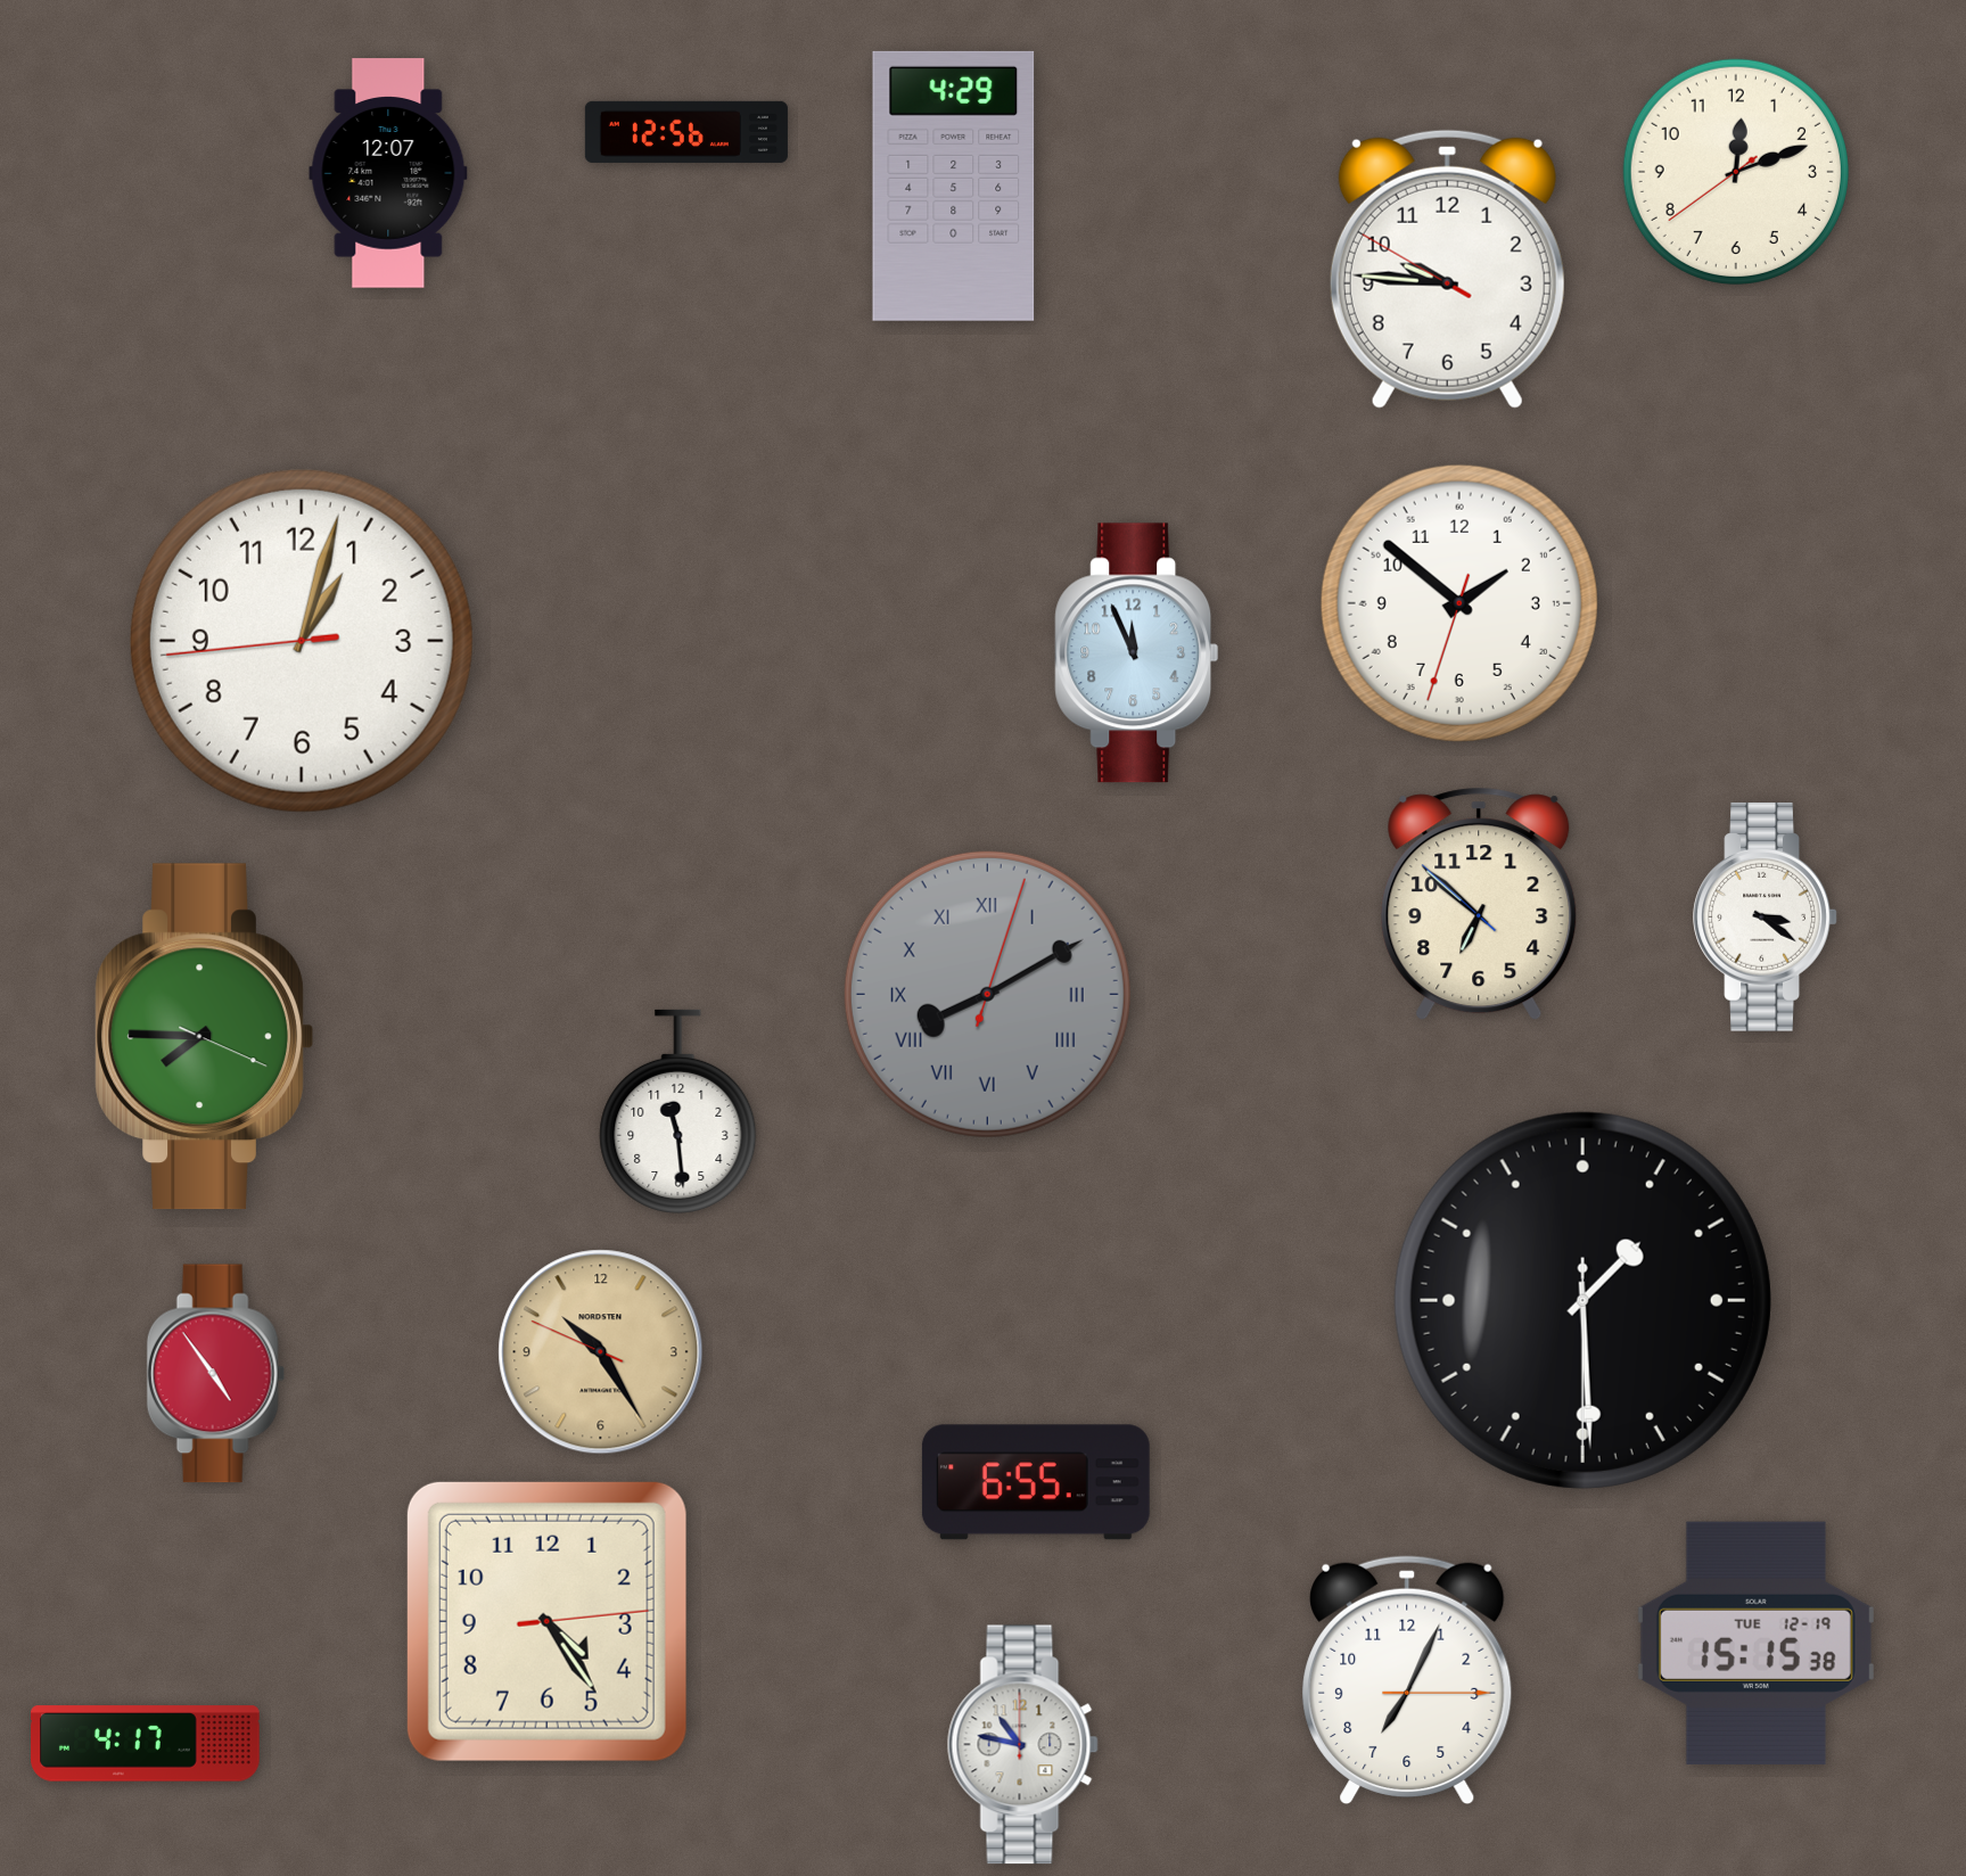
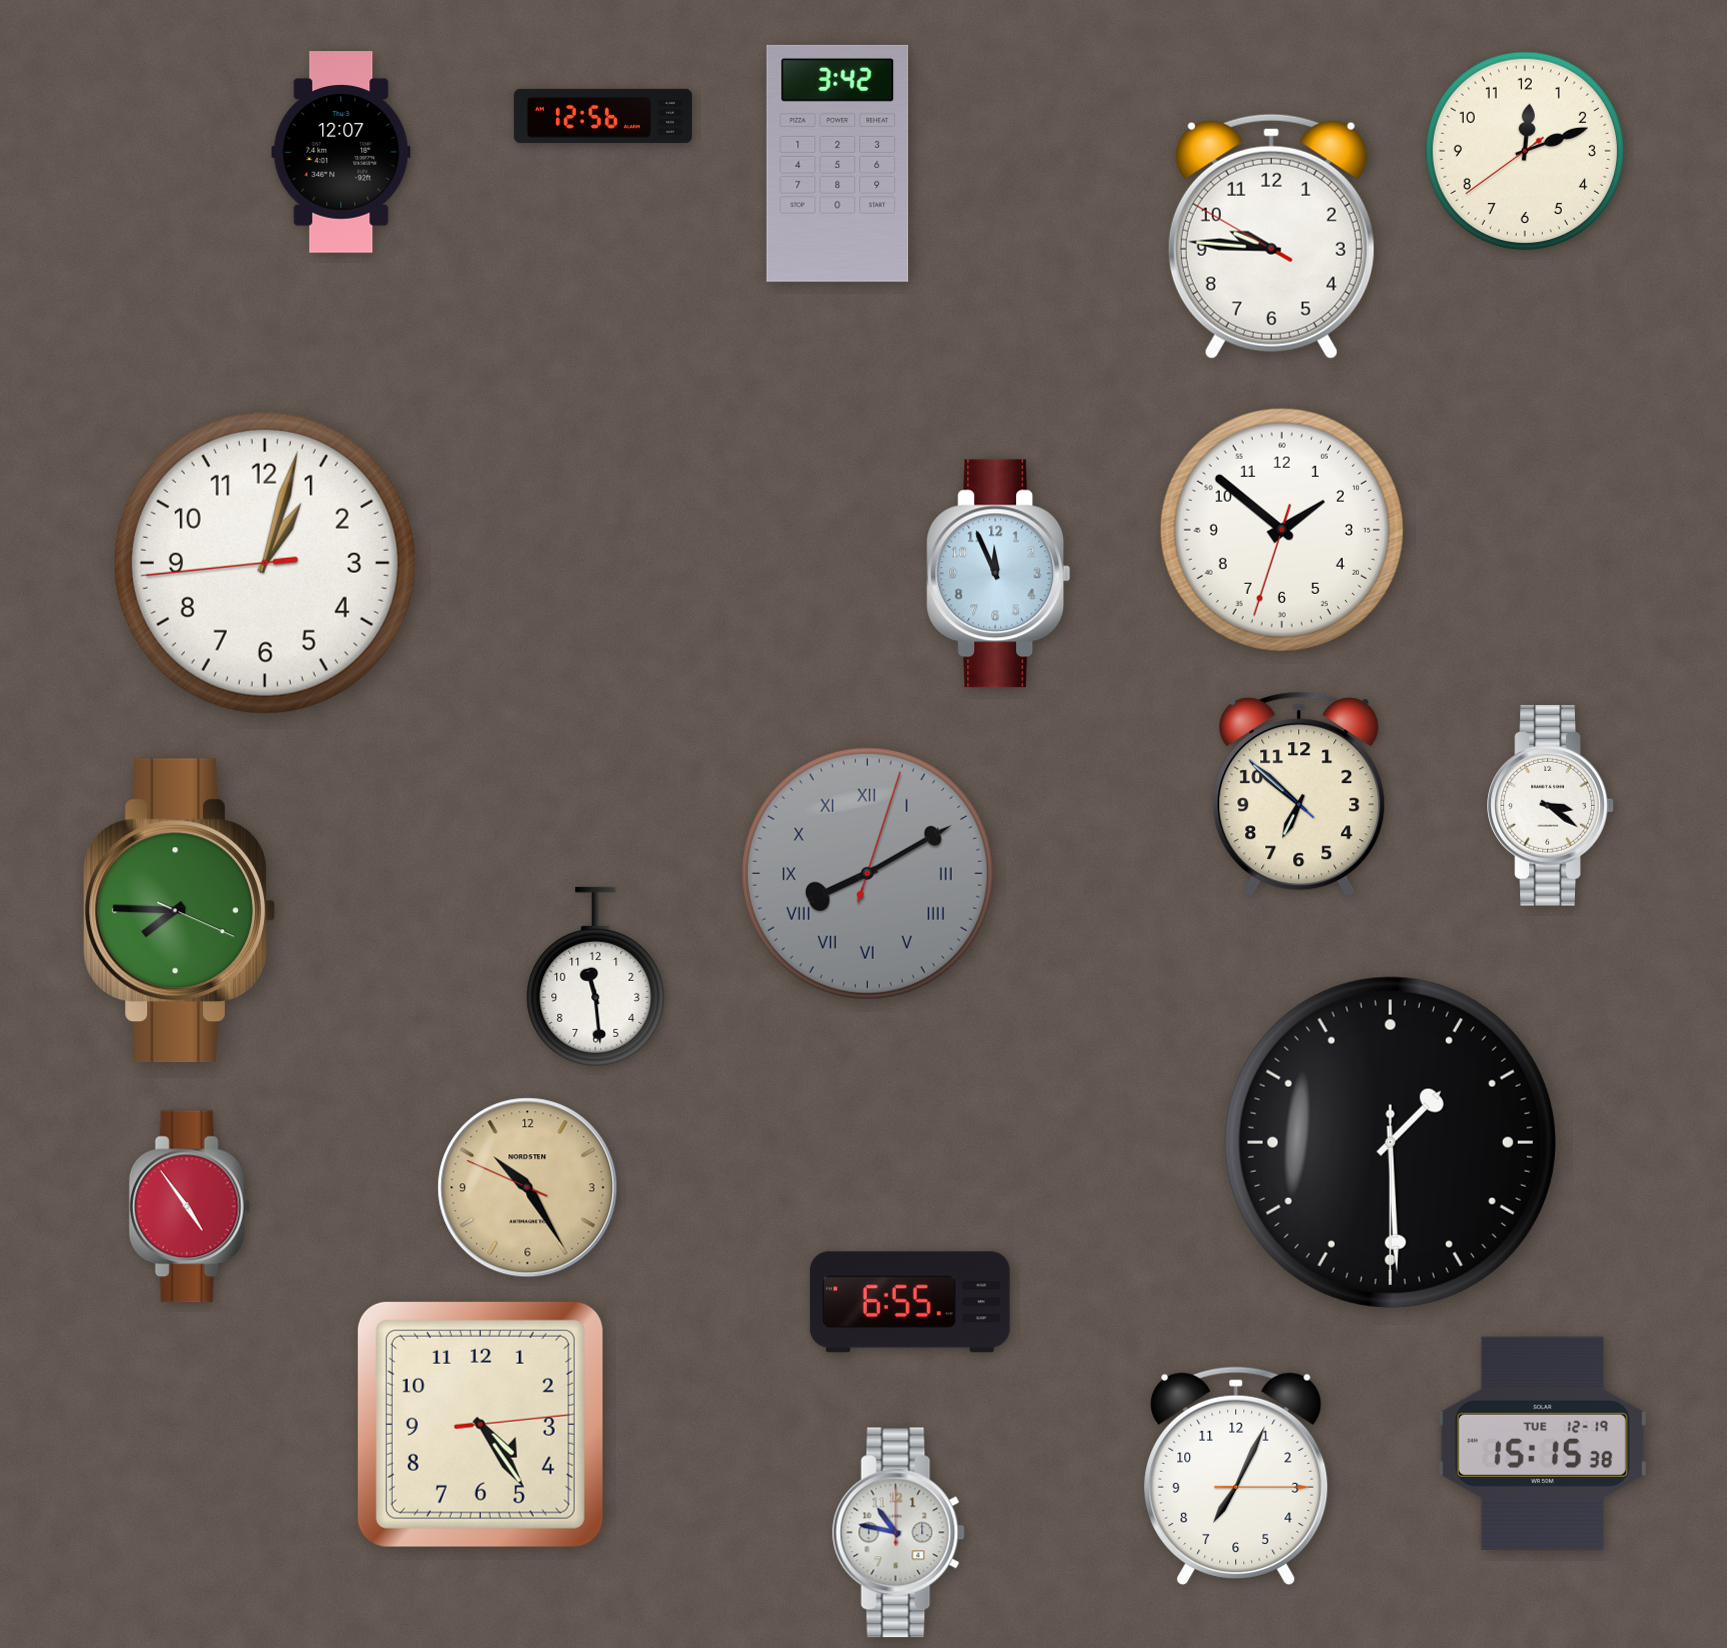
clock at (954, 186): 4:29 -> 3:42
clock at (146, 1744): 4:17 -> none
